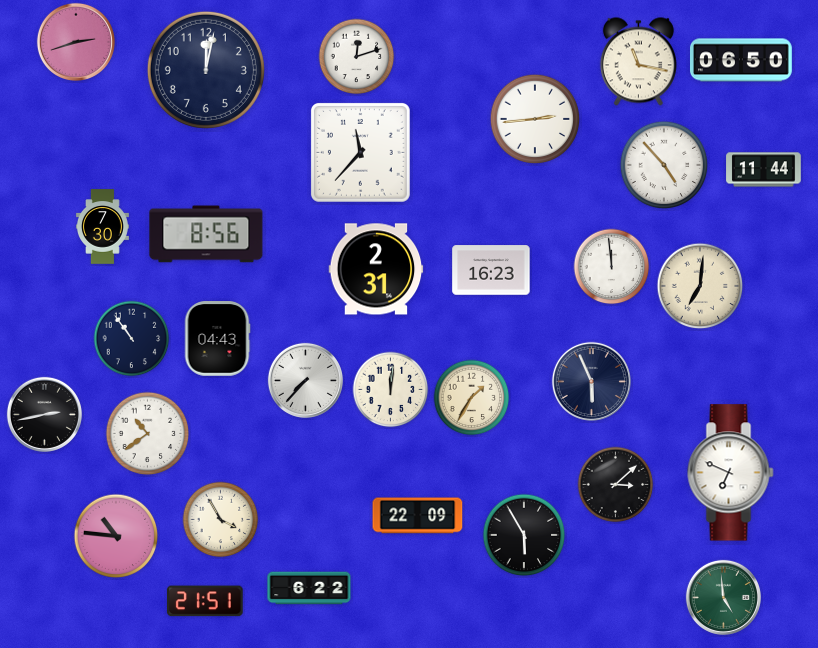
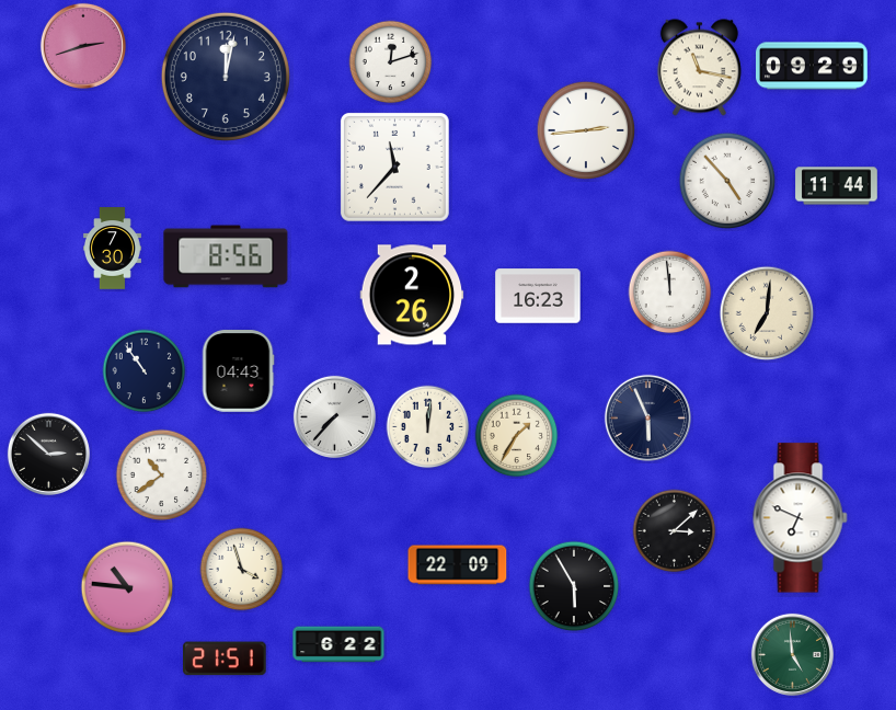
clock at (742, 60): 06:50 -> 09:29
clock at (376, 269): 2:31 -> 2:26
clock at (44, 414): 2:43 -> 2:52
clock at (221, 520): 3:55 -> 3:57
